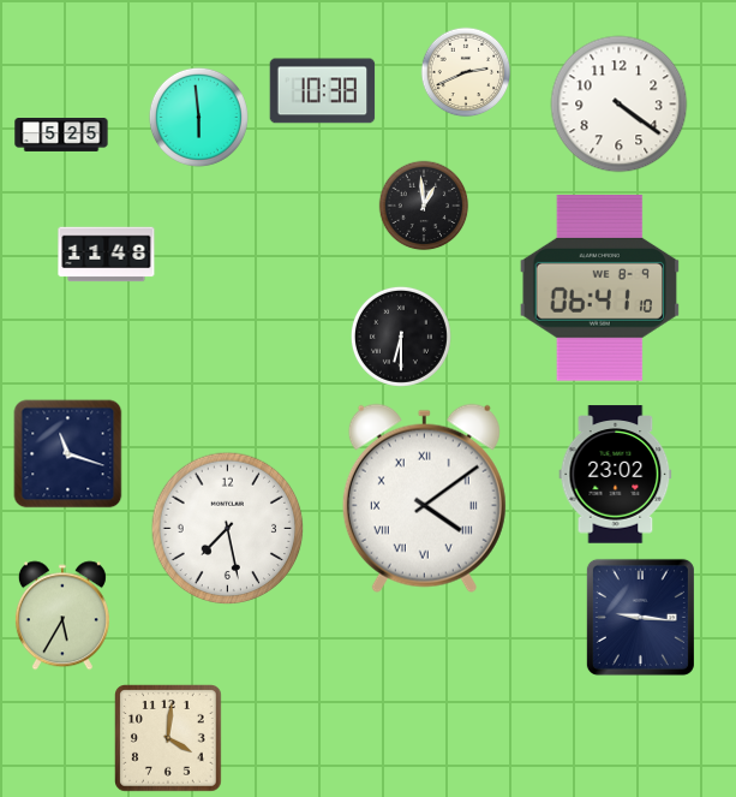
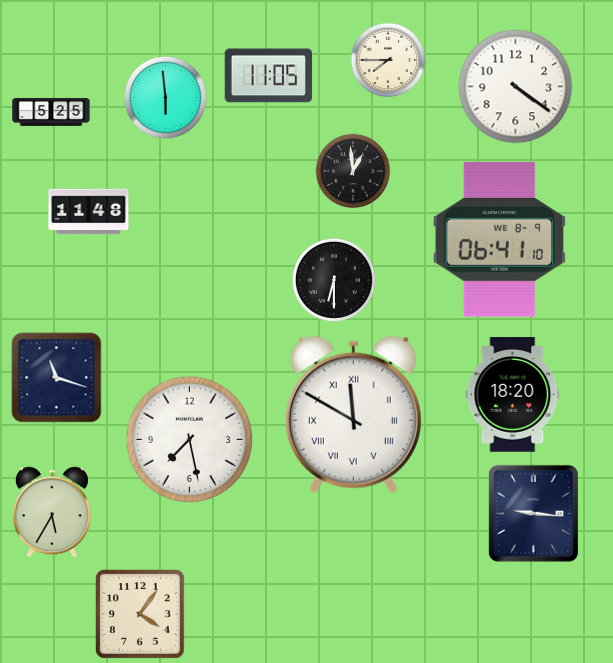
clock at (466, 72): 2:41 -> 7:45
clock at (323, 91): 10:38 -> 11:05
clock at (616, 475): 23:02 -> 18:20
clock at (424, 498): 4:09 -> 11:50
clock at (169, 739): 4:01 -> 4:06
